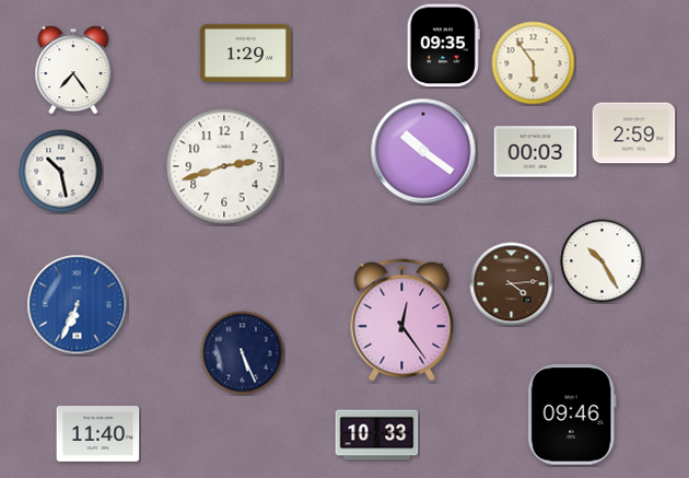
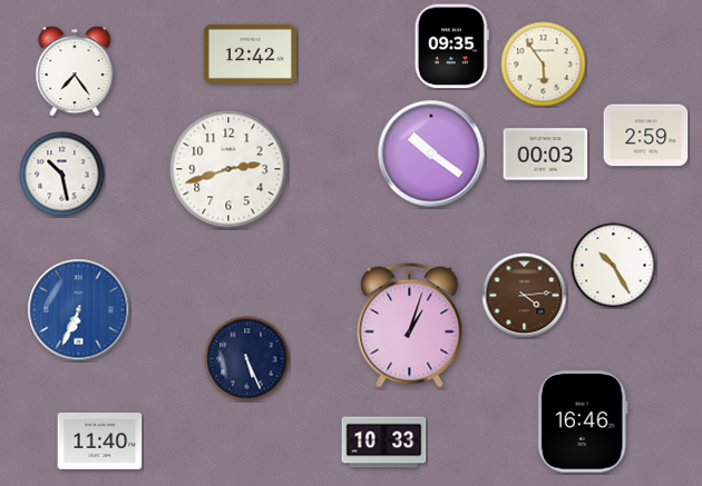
clock at (245, 53): 1:29 -> 12:42
clock at (512, 284) position: (512, 284) -> (525, 296)
clock at (402, 320): 12:24 -> 1:03
clock at (572, 415): 09:46 -> 16:46
